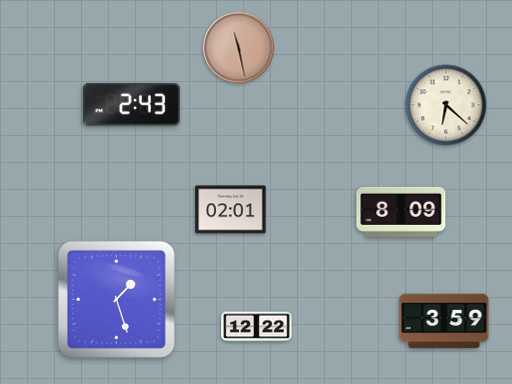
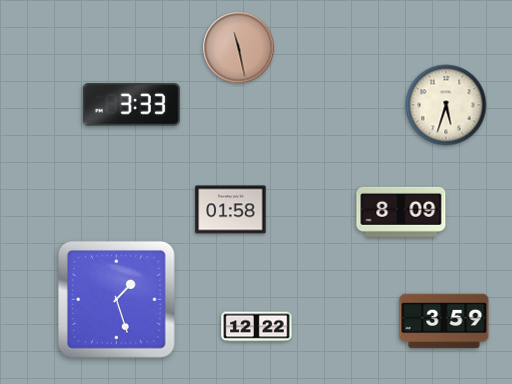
clock at (131, 105): 2:43 -> 3:33
clock at (446, 105): 6:22 -> 5:33
clock at (231, 210): 02:01 -> 01:58
